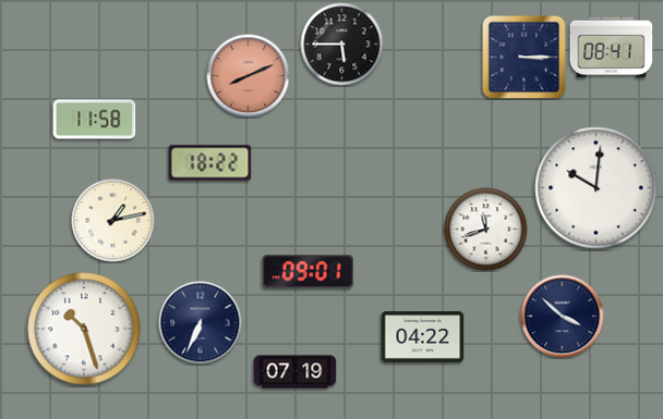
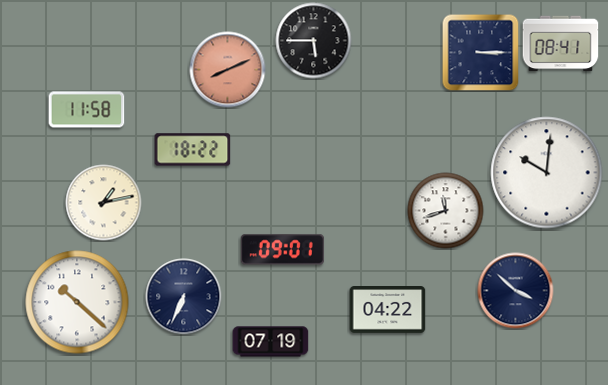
clock at (84, 329): 10:27 -> 10:22
